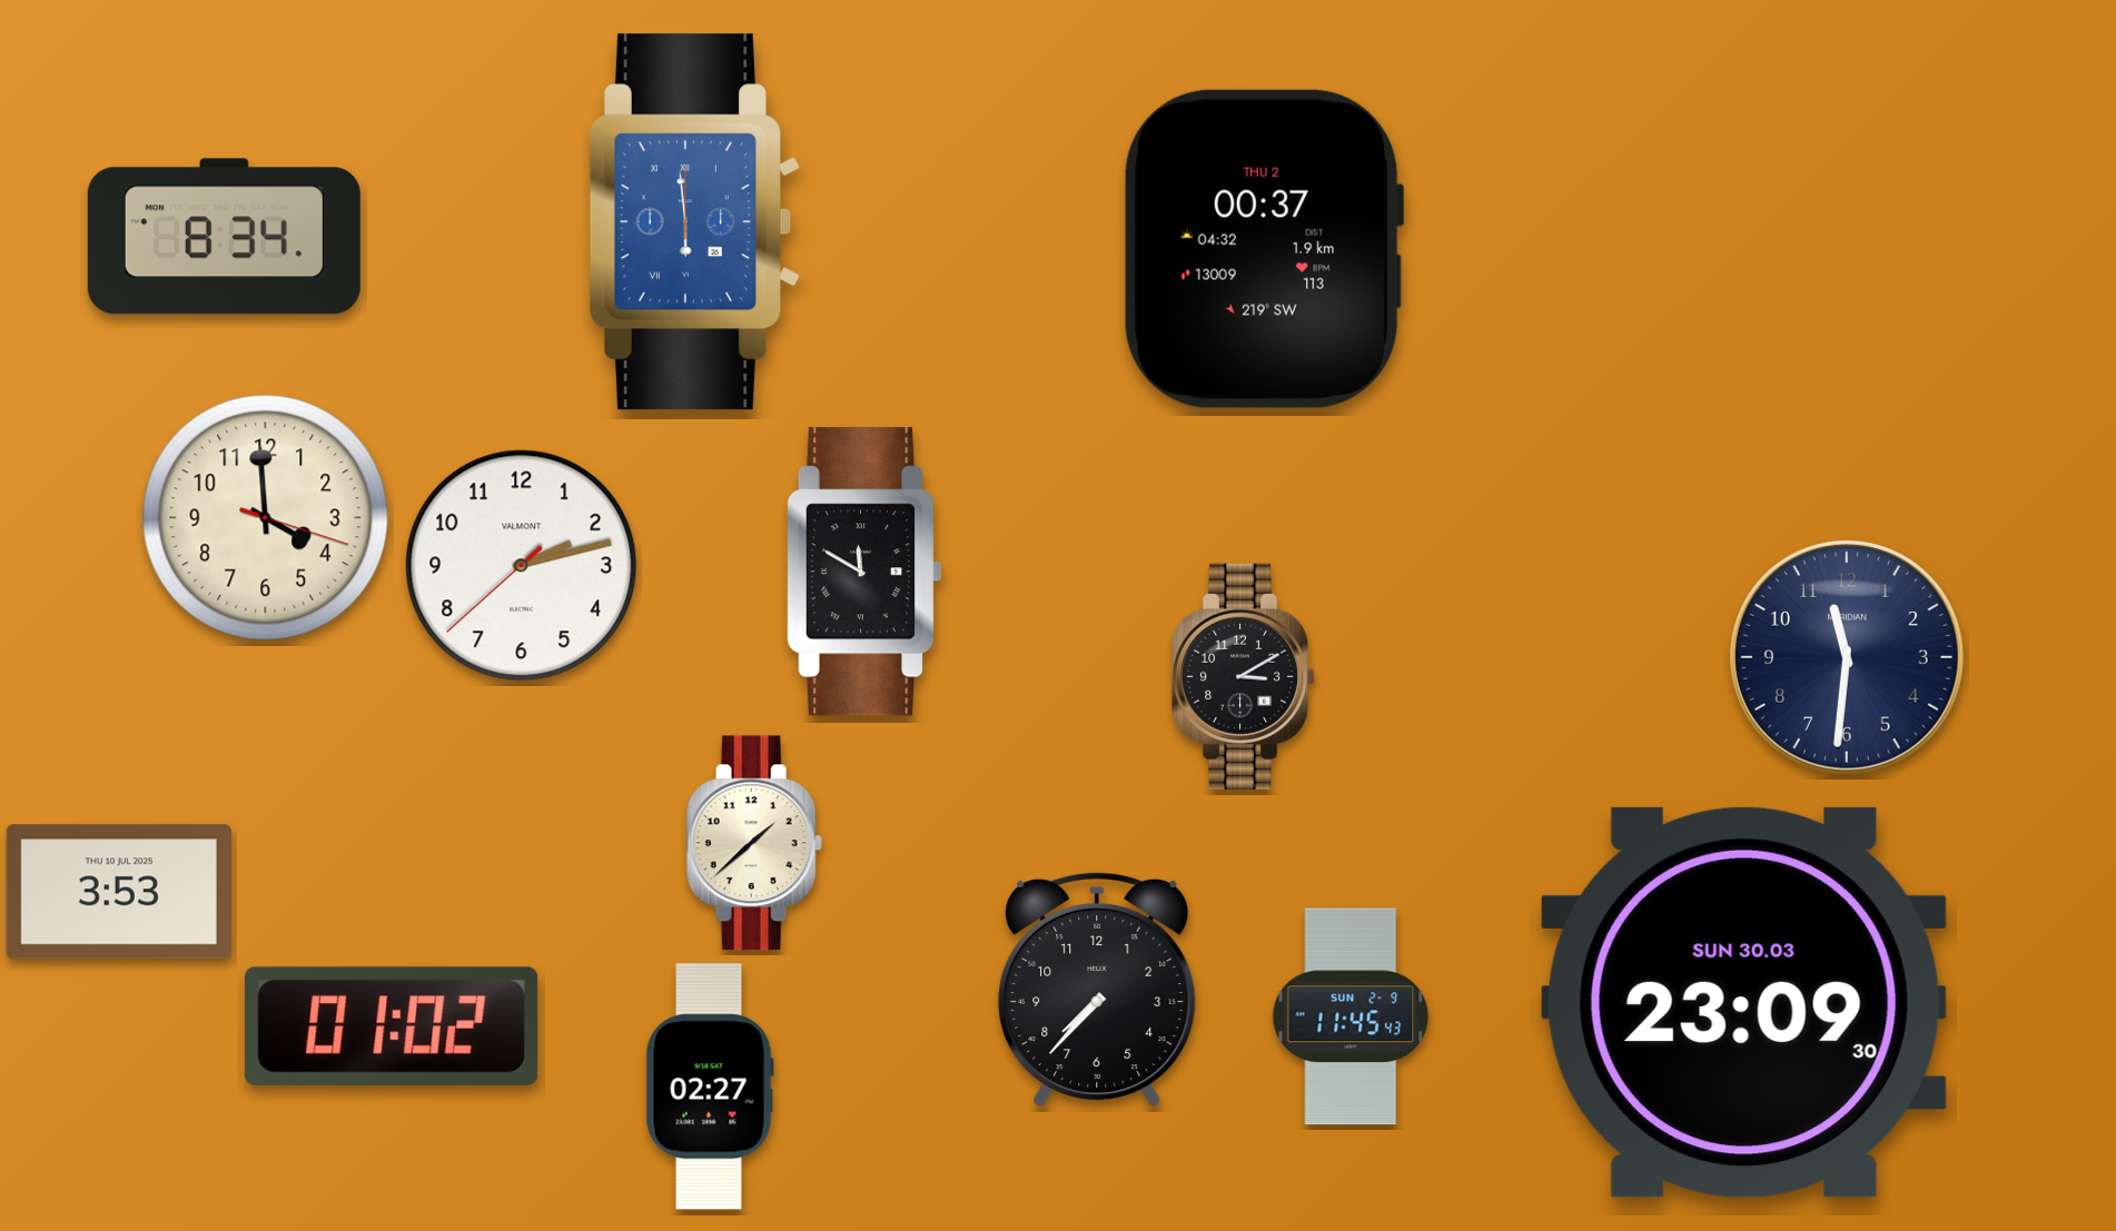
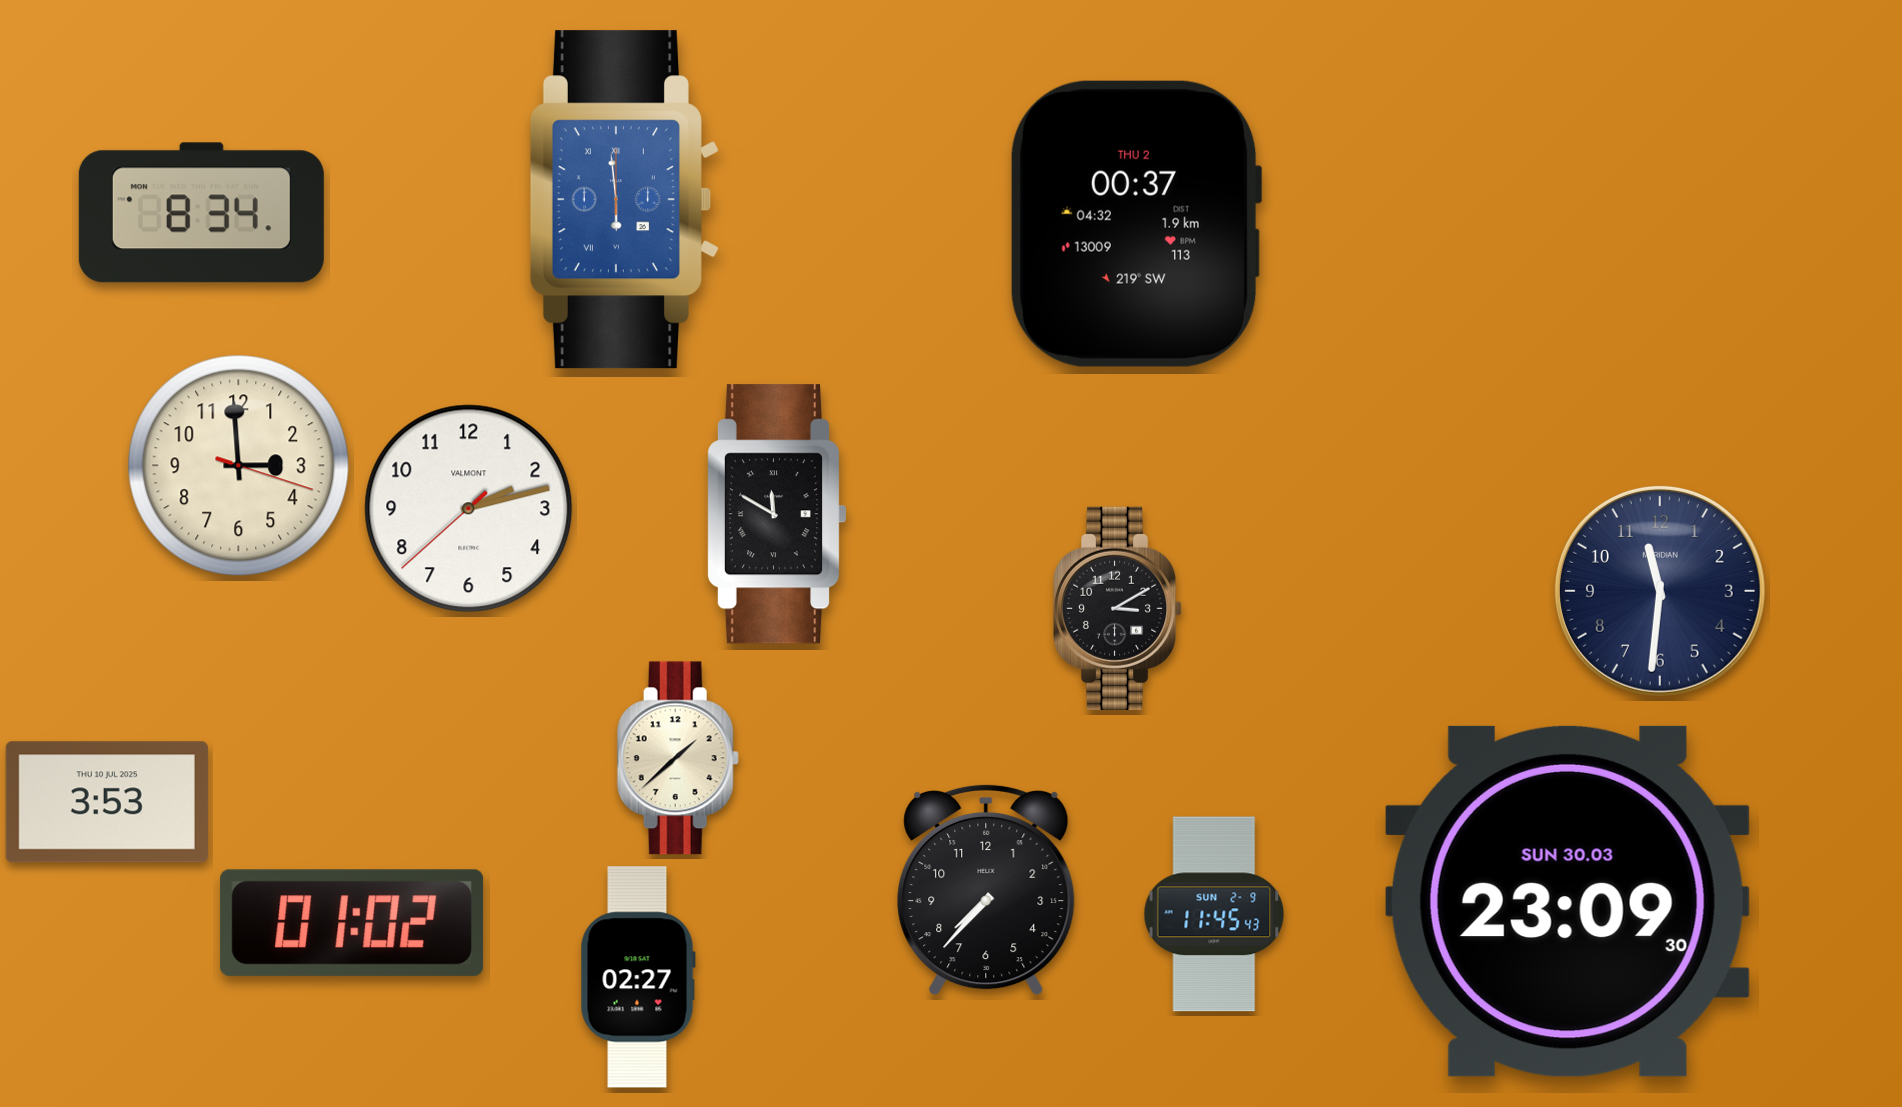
clock at (266, 518): 3:59 -> 2:59
